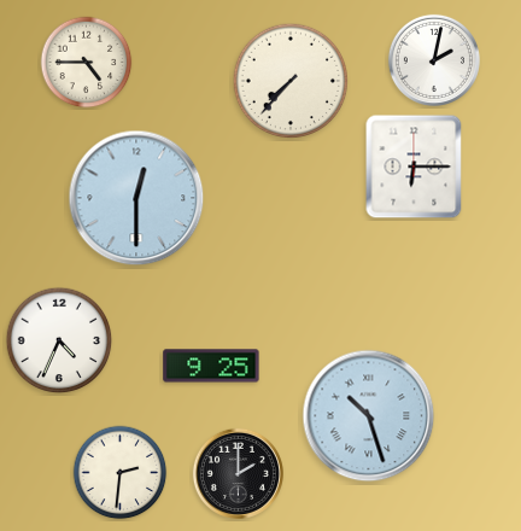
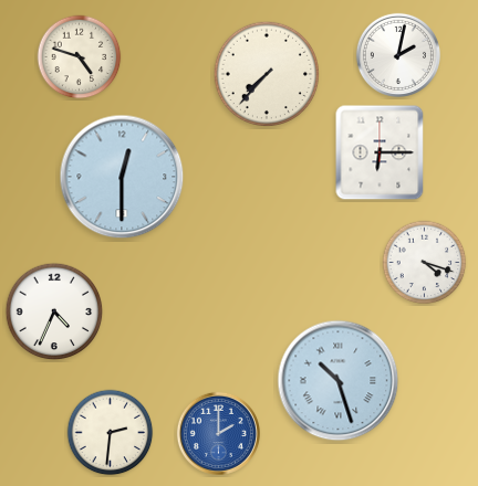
clock at (87, 63): 4:45 -> 4:48
clock at (136, 198) position: (136, 198) -> (122, 177)
clock at (425, 263): none -> 4:18
clock at (211, 366): 9:25 -> none
clock at (238, 473) dial: black -> blue
